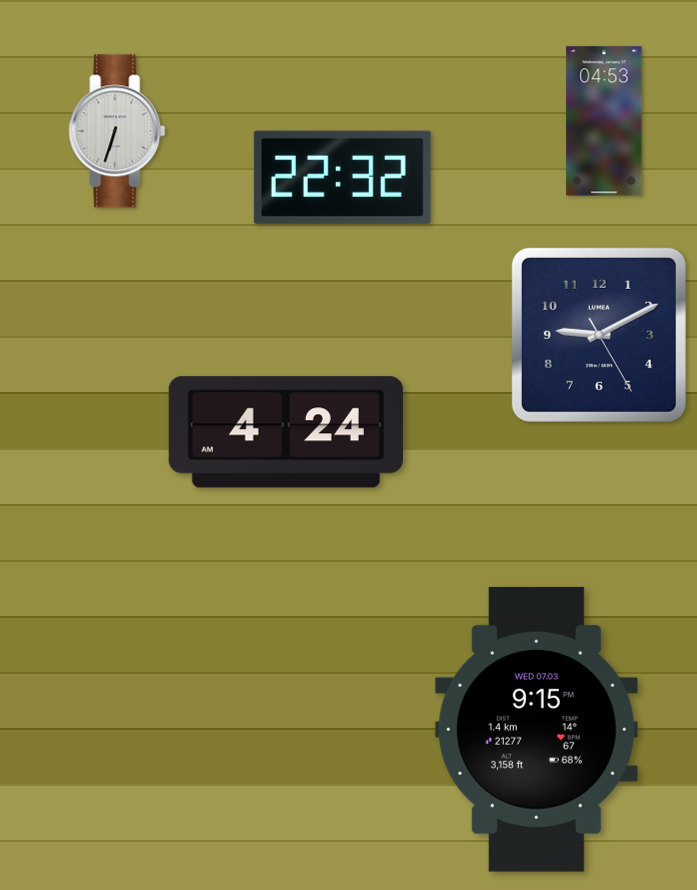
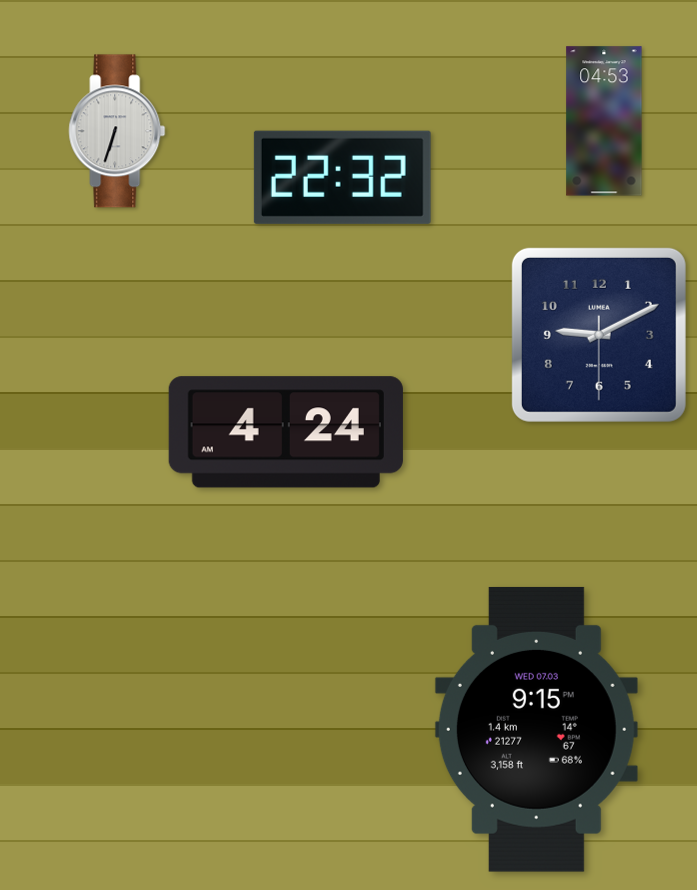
clock at (599, 335): 9:10:25 -> 9:10:30
